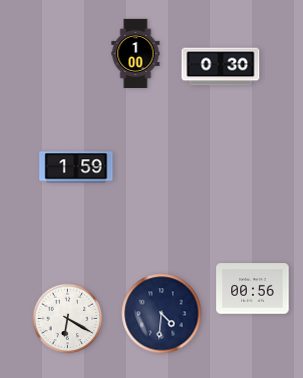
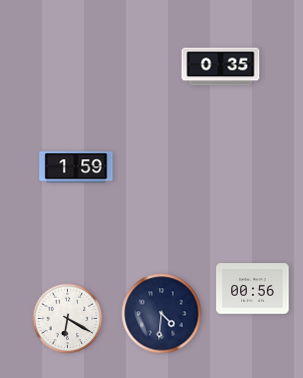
clock at (136, 54): 1:00 -> none
clock at (221, 67): 0:30 -> 0:35
